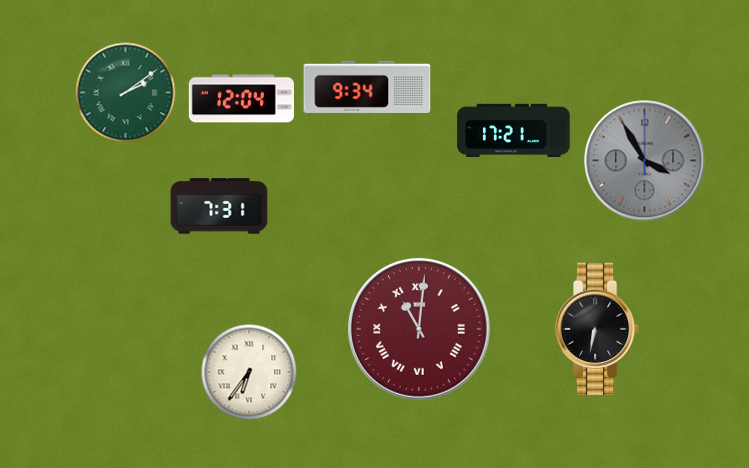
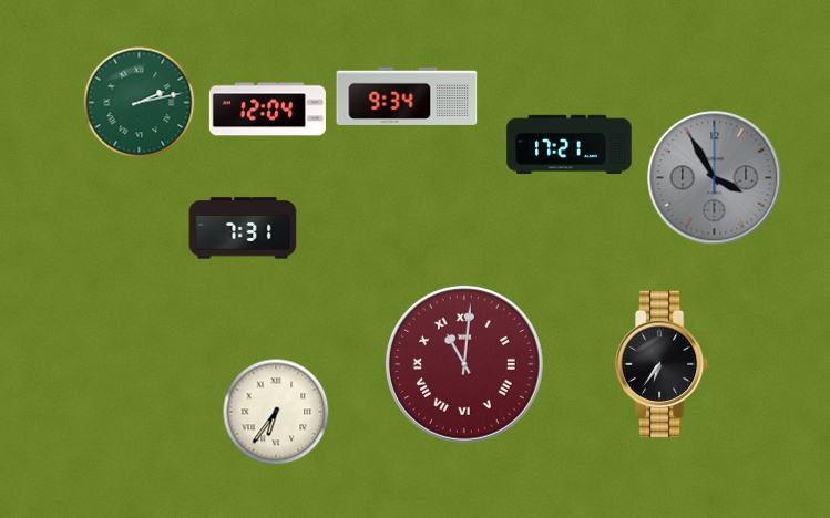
clock at (126, 93): 2:09 -> 2:13
clock at (597, 329): 6:32 -> 6:36
